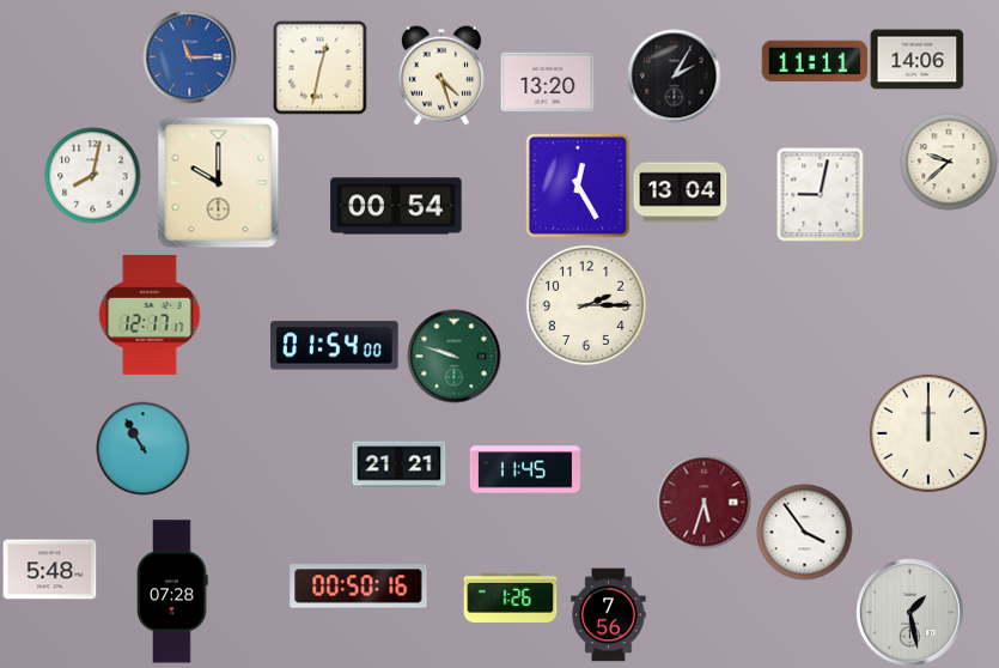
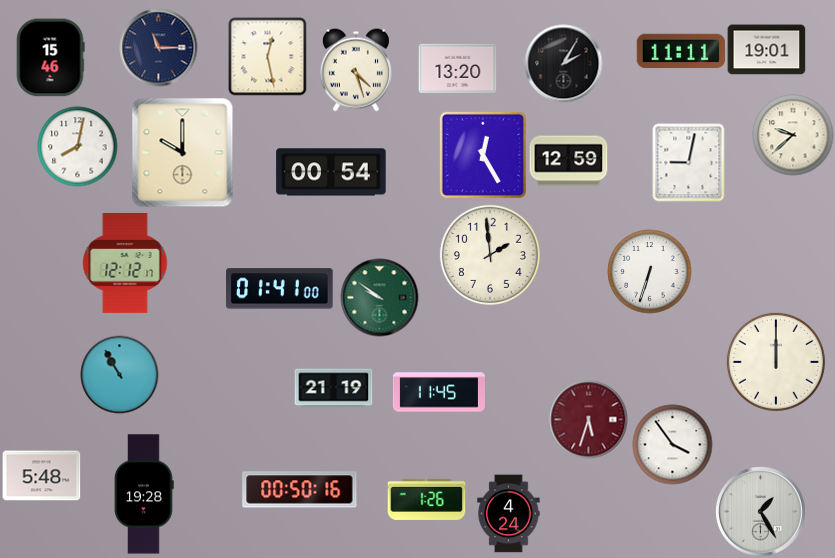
clock at (189, 56) dial: blue -> navy
clock at (916, 60): 14:06 -> 19:01
clock at (319, 67): 12:32 -> 12:28
clock at (50, 57): none -> 15:46
clock at (441, 75) position: (441, 75) -> (356, 70)
clock at (680, 193): 13:04 -> 12:59
clock at (821, 194) position: (821, 194) -> (689, 162)
clock at (586, 305): 2:15 -> 1:59
clock at (150, 315): 12:17 -> 12:12
clock at (649, 271): none -> 6:33
clock at (335, 346): 01:54 -> 01:41
clock at (453, 356): 9:48 -> 9:51
clock at (398, 464): 21:21 -> 21:19
clock at (172, 591): 07:28 -> 19:28
clock at (909, 612): 1:28 -> 1:25
clock at (609, 614): 7:56 -> 4:24
